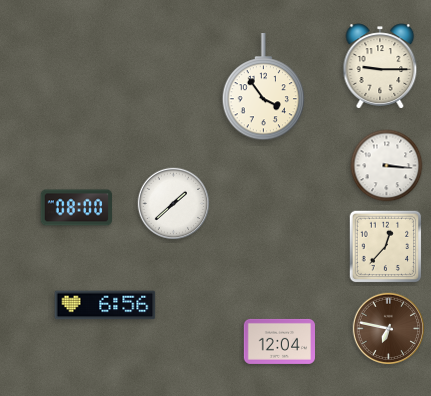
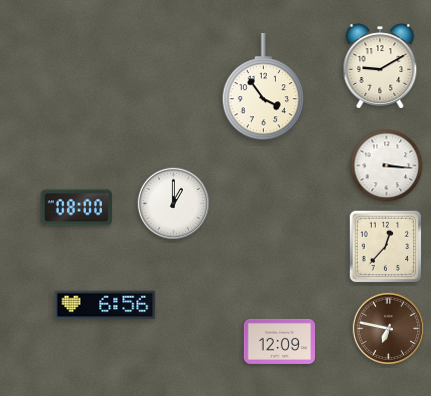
clock at (380, 66): 9:15 -> 9:10
clock at (174, 204): 1:38 -> 1:00
clock at (279, 341): 12:04 -> 12:09
